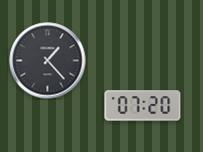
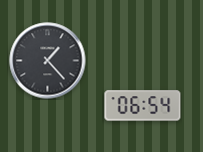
clock at (143, 106): 07:20 -> 06:54
